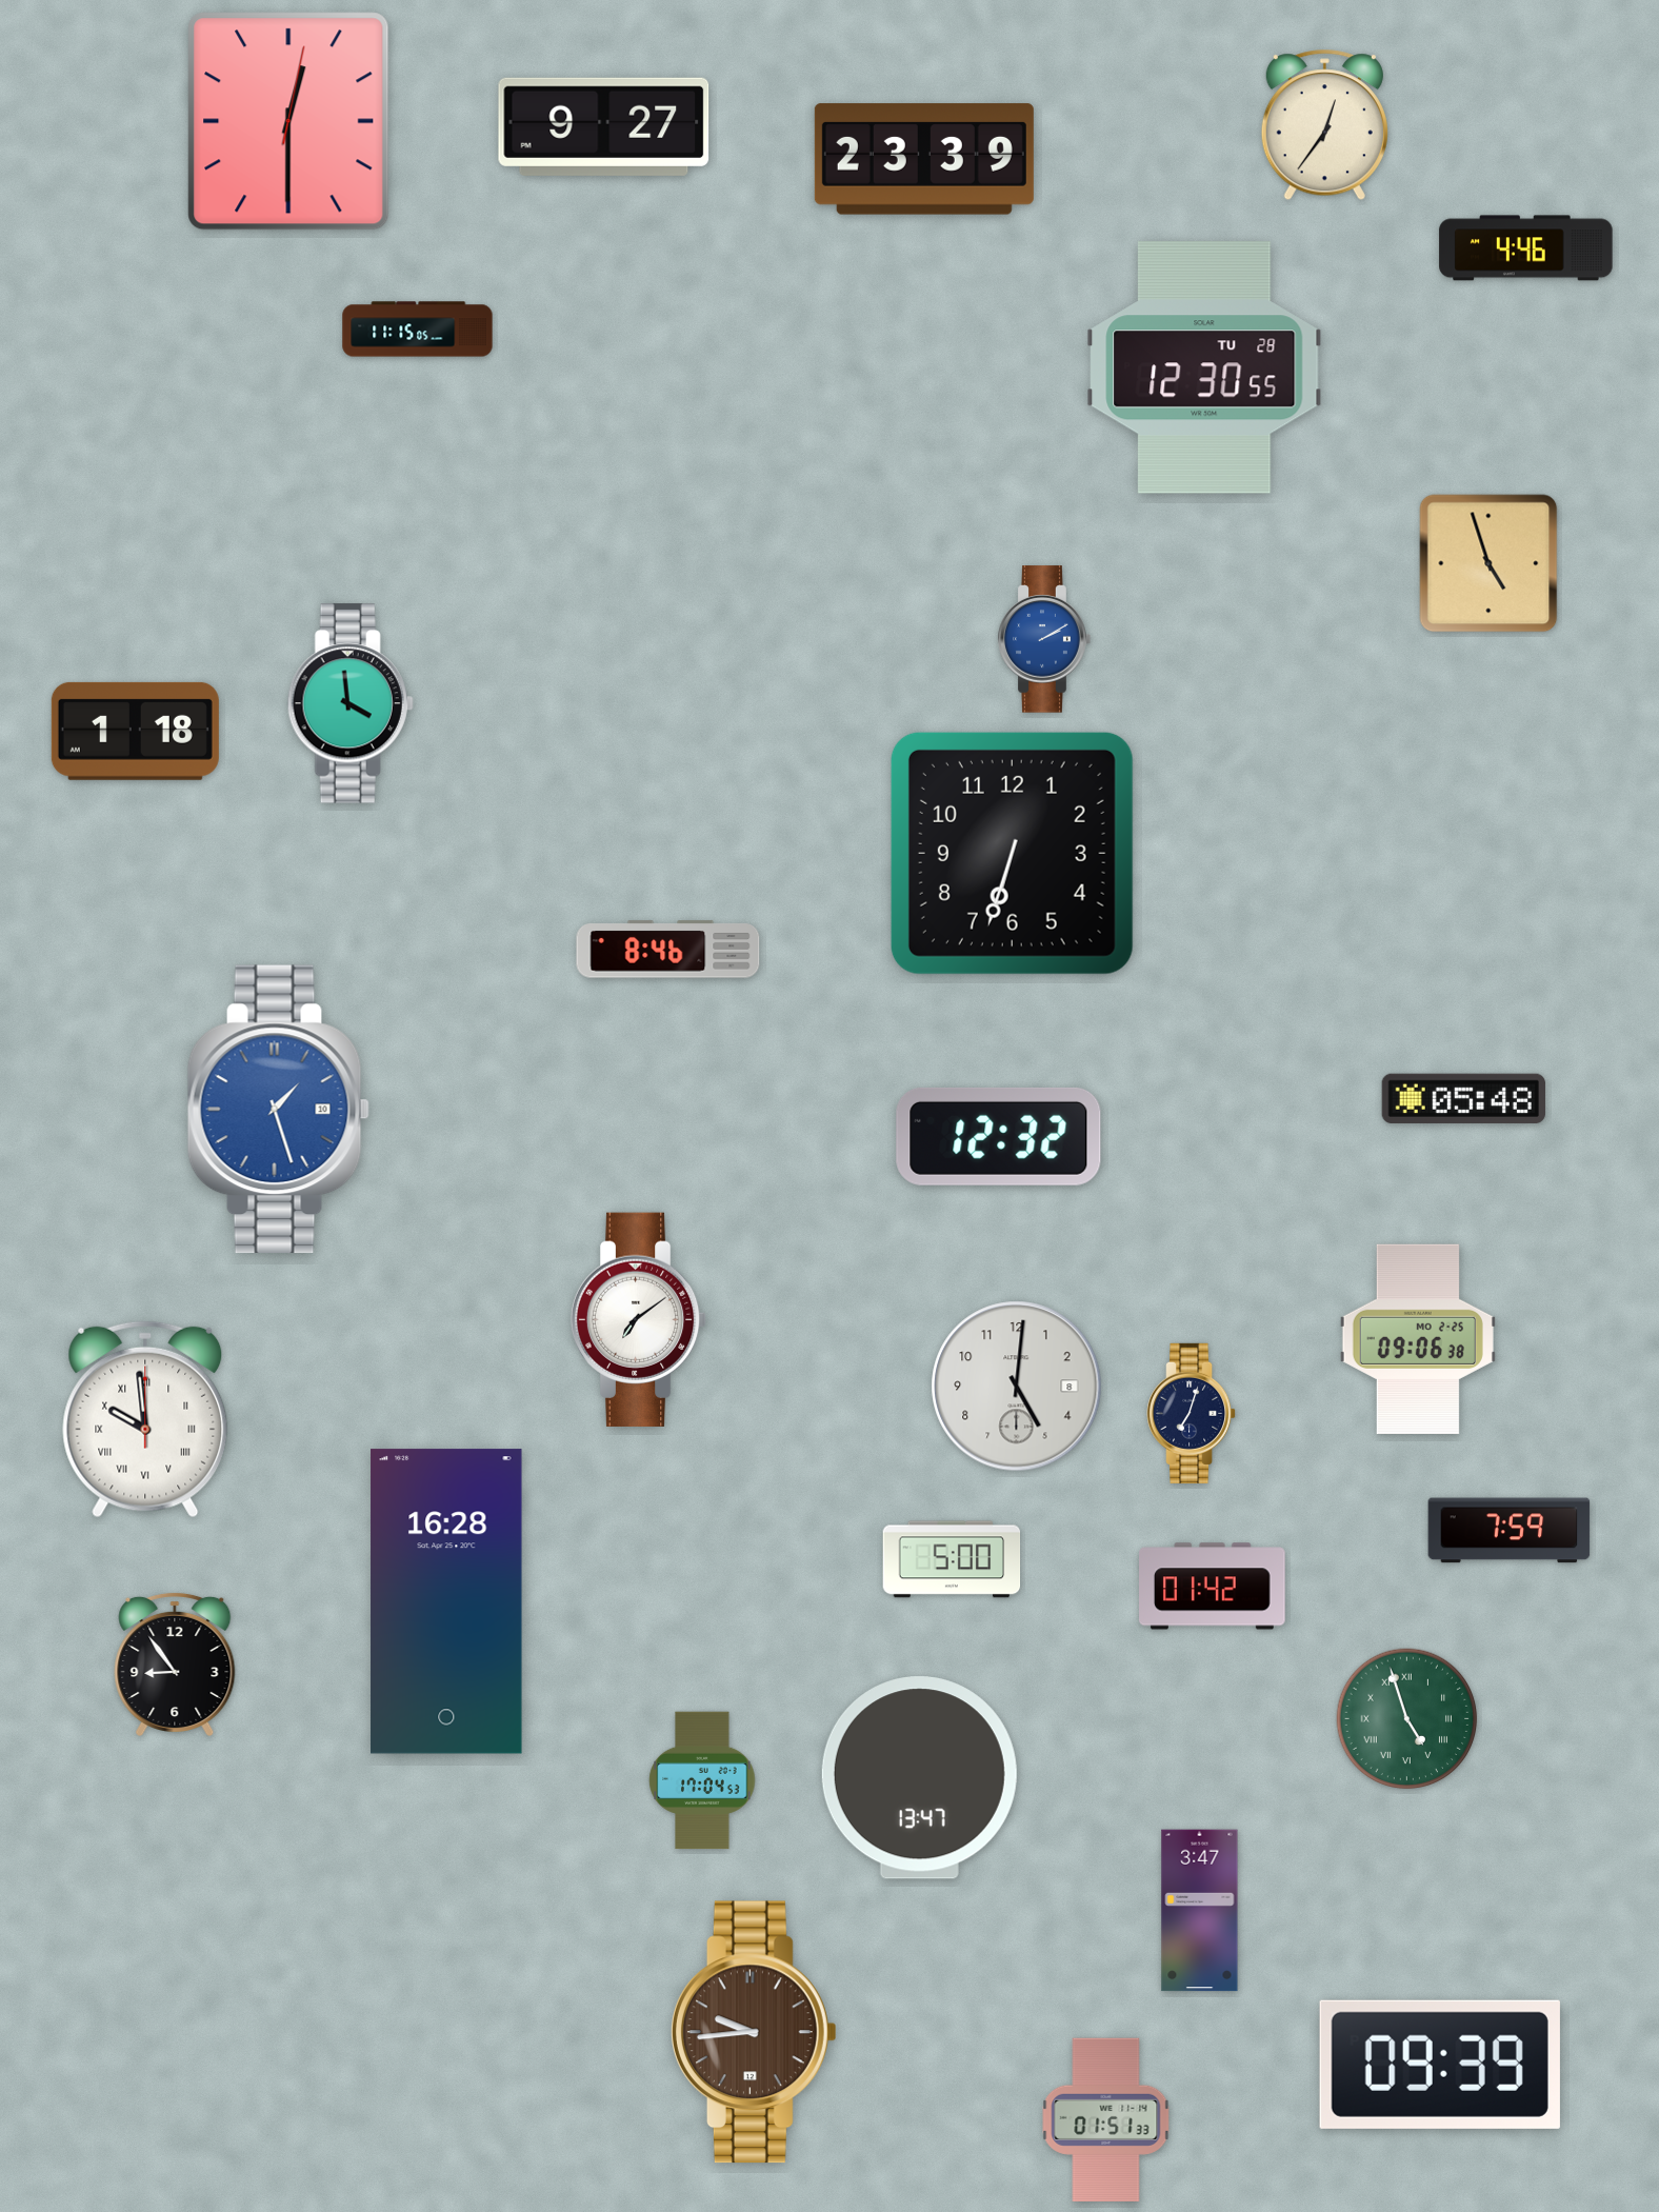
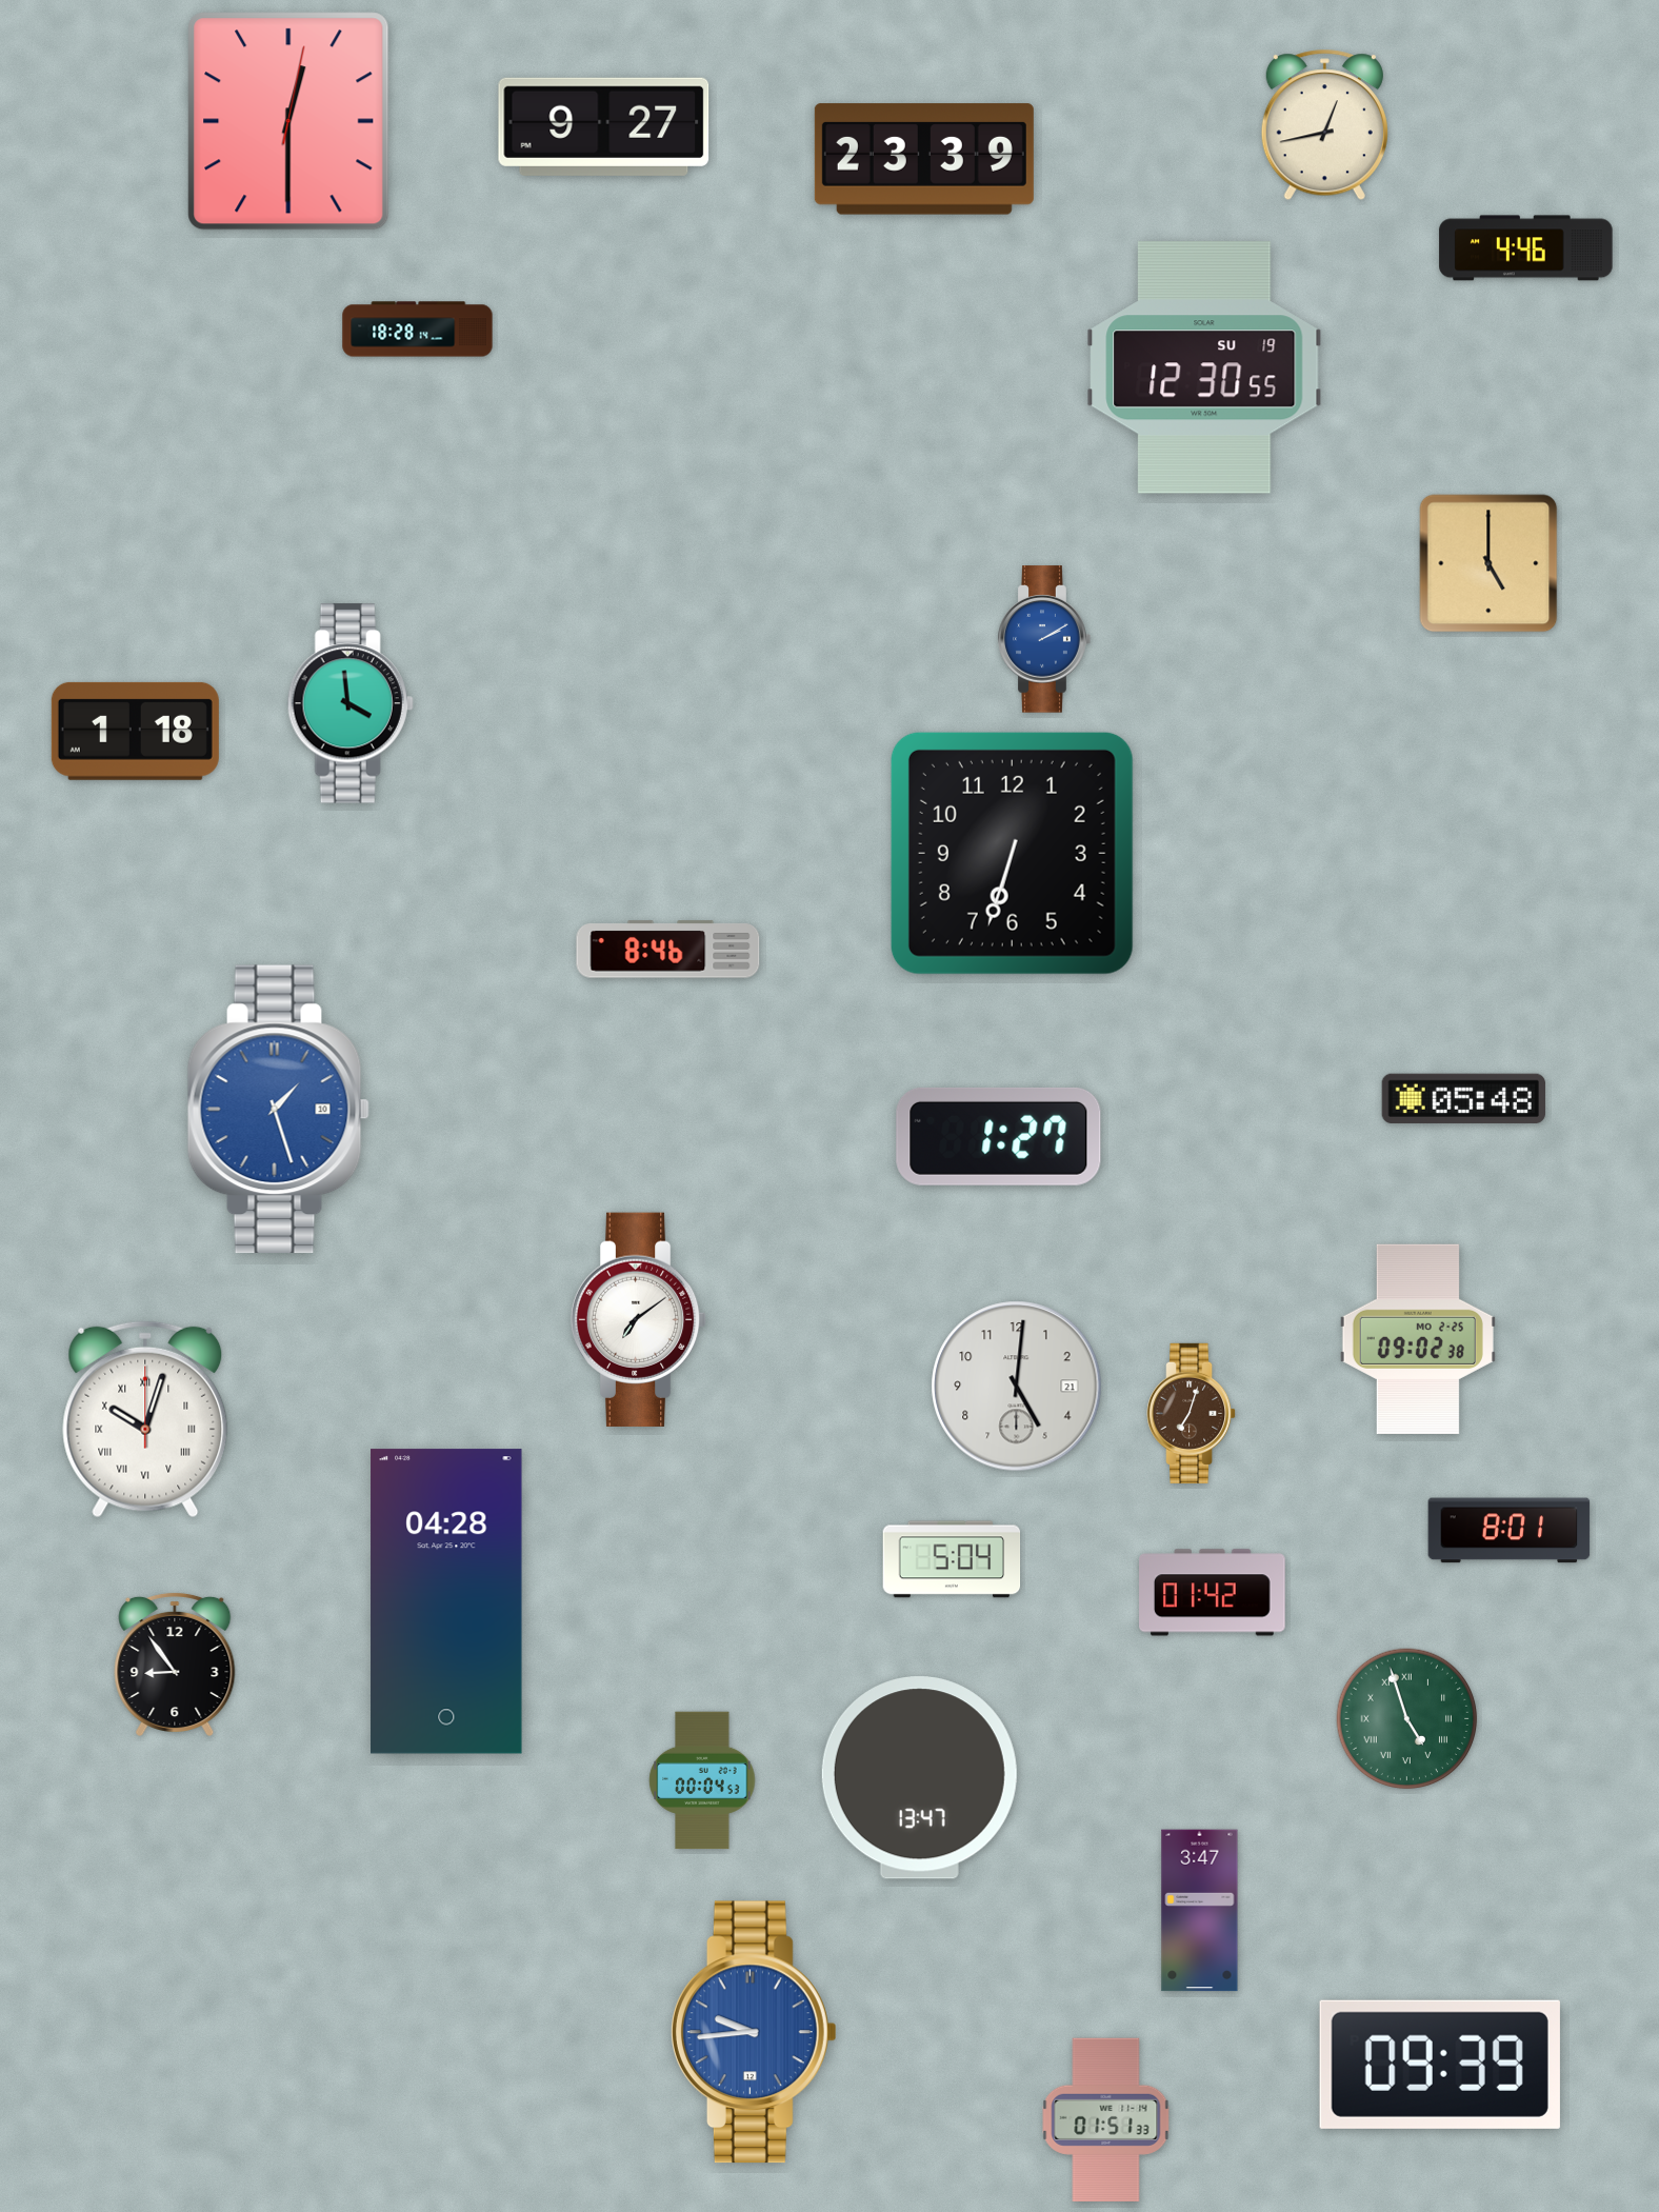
clock at (1324, 125): 12:36 -> 12:43
clock at (418, 330): 11:15 -> 18:28
clock at (1204, 367) date: TU 28 -> SU 19
clock at (1488, 563): 4:57 -> 5:00
clock at (999, 1136): 12:32 -> 1:27
clock at (1418, 1339): 09:06 -> 09:02
clock at (1017, 1387) date: 8 -> 21
clock at (1192, 1413) dial: navy -> brown
clock at (145, 1419): 9:59 -> 10:03
clock at (1510, 1531): 7:59 -> 8:01
clock at (952, 1559): 5:00 -> 5:04
clock at (1213, 1587) position: (1213, 1587) -> (1213, 1593)
clock at (446, 1601): 16:28 -> 04:28
clock at (702, 1780): 17:04 -> 00:04
clock at (754, 2032) dial: brown -> blue
